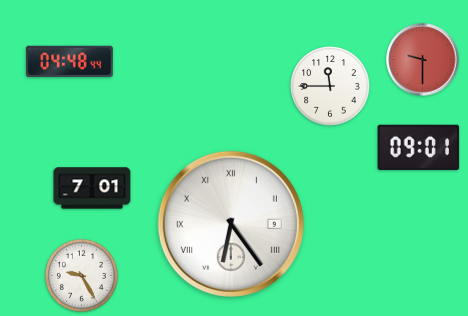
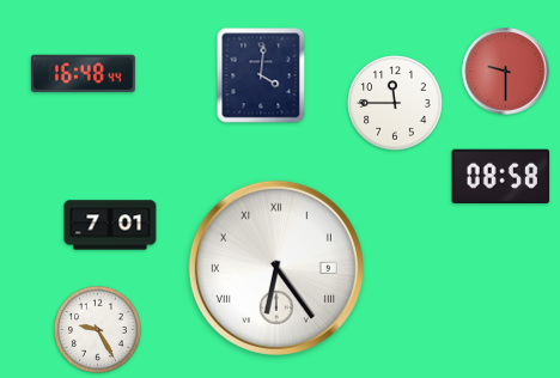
clock at (69, 61): 04:48 -> 16:48
clock at (261, 75): none -> 4:01
clock at (419, 147): 09:01 -> 08:58
